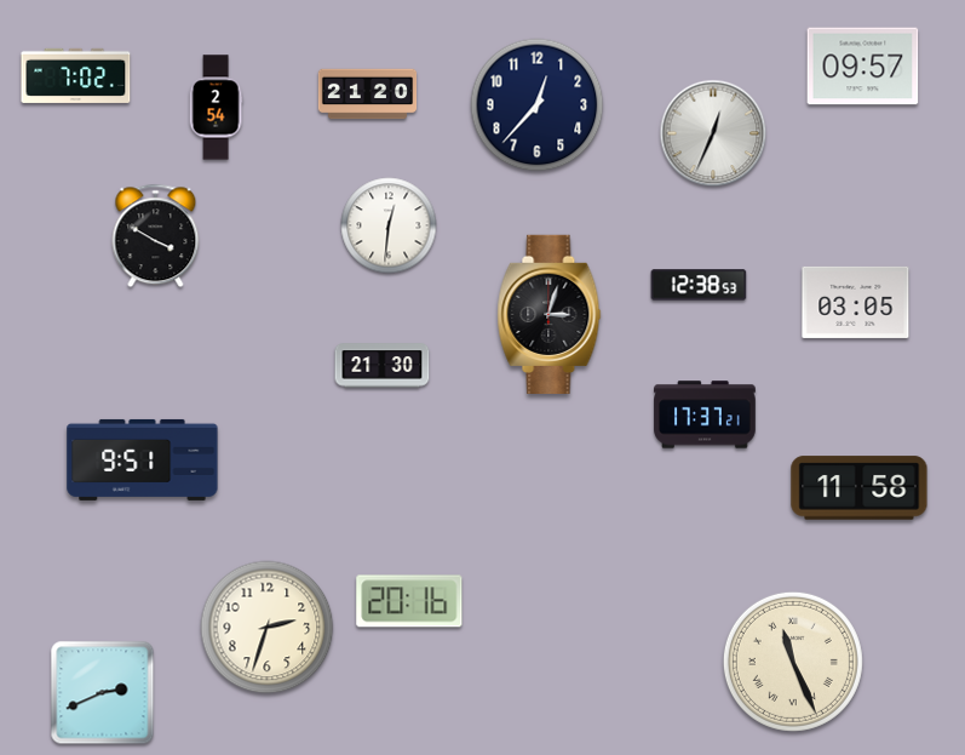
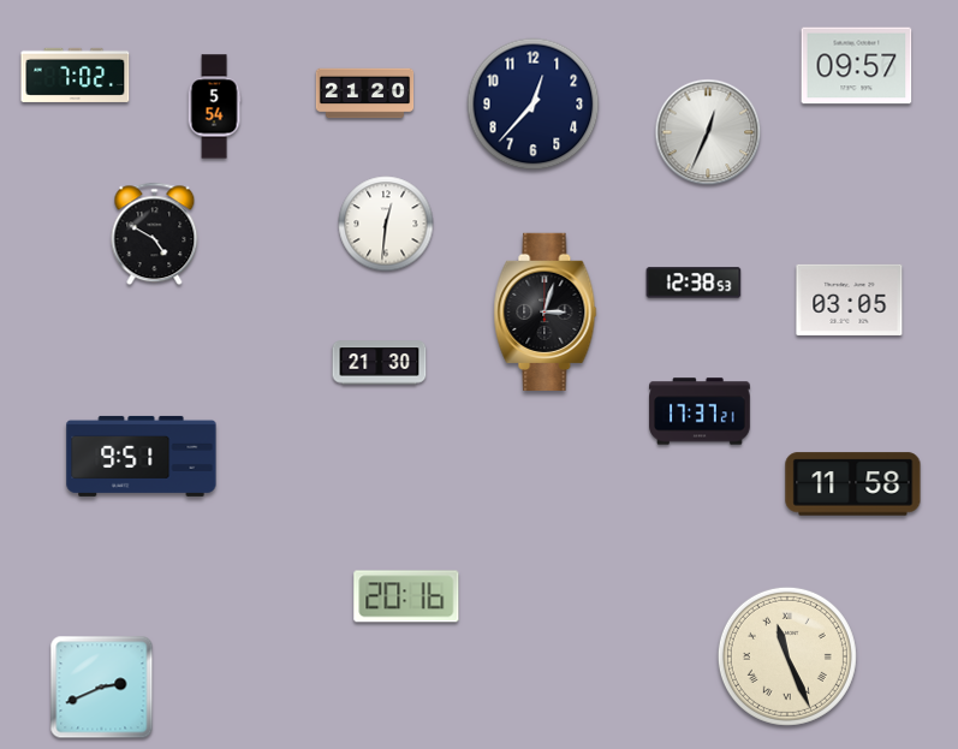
clock at (216, 108): 2:54 -> 5:54
clock at (156, 236): 3:50 -> 4:50
clock at (268, 628): 2:33 -> none
